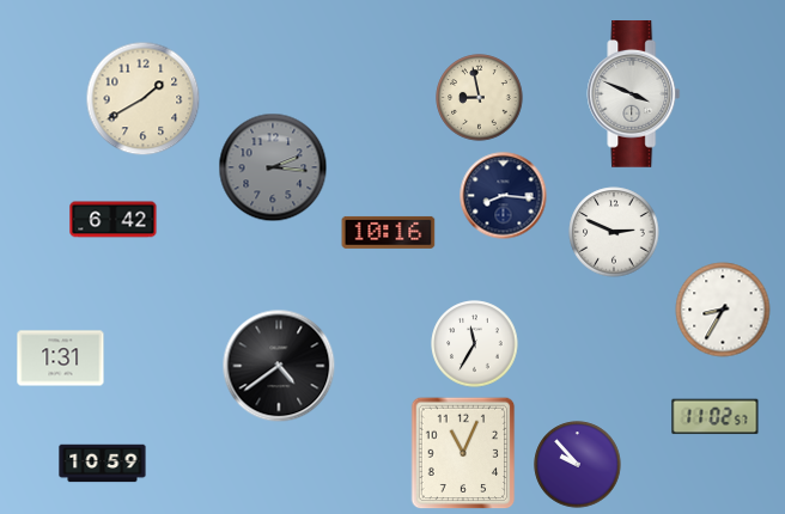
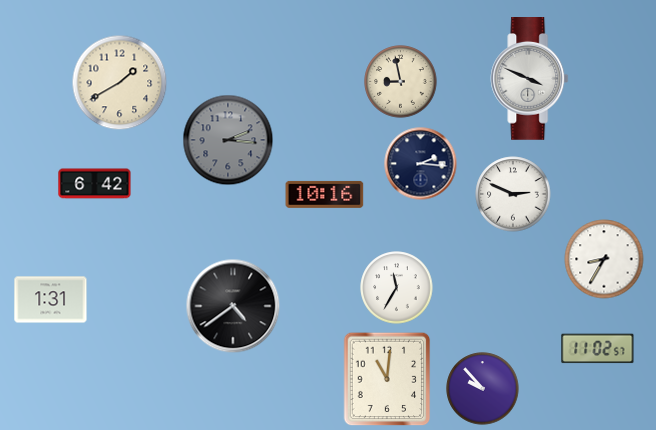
clock at (504, 196): 8:16 -> 2:16
clock at (463, 453): 11:04 -> 11:01
clock at (103, 464): 10:59 -> none
